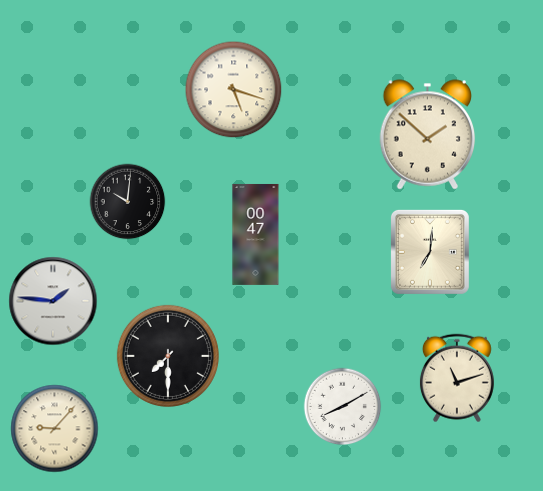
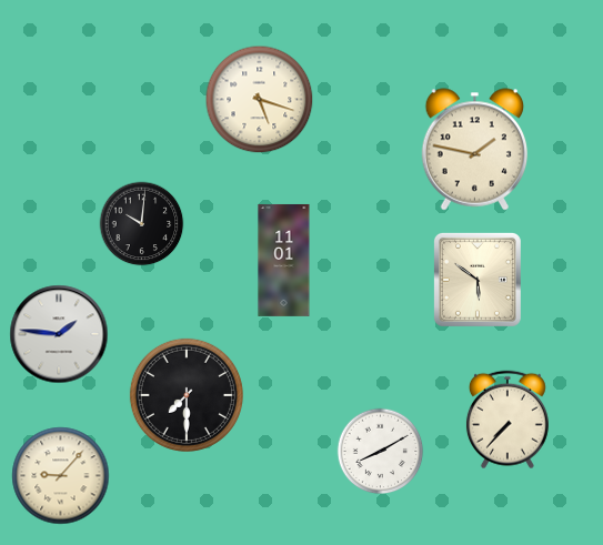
clock at (428, 135): 1:52 -> 1:47
clock at (256, 234): 00:47 -> 11:01
clock at (430, 252): 7:01 -> 5:51
clock at (457, 378): 11:12 -> 7:37
